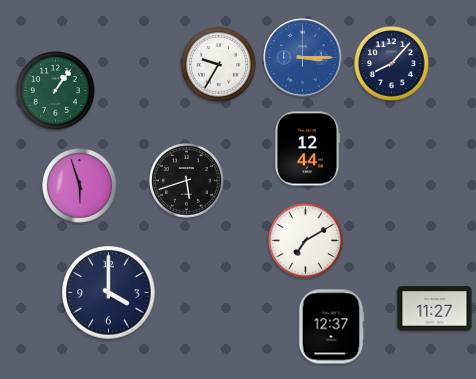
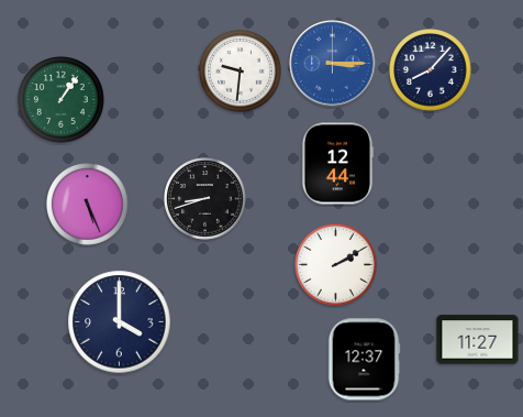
clock at (219, 65): 9:35 -> 9:31
clock at (187, 181): 5:42 -> 8:42
clock at (80, 186): 5:57 -> 5:26
clock at (306, 241): 7:10 -> 2:10
